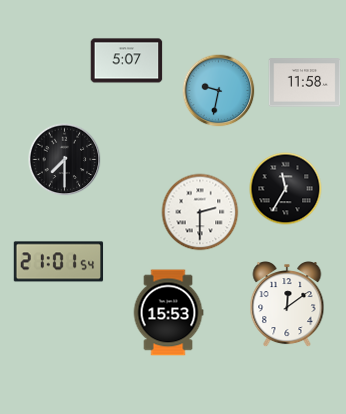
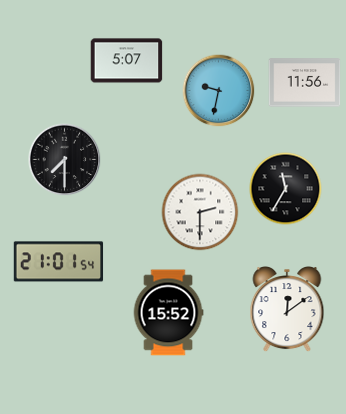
clock at (305, 83): 11:58 -> 11:56
clock at (287, 305) position: (287, 305) -> (287, 310)
clock at (168, 313): 15:53 -> 15:52
